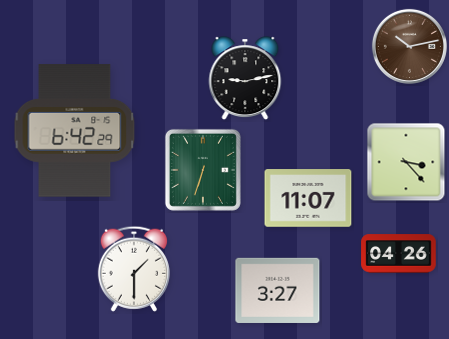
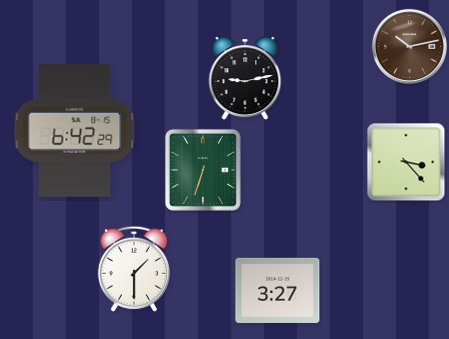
clock at (308, 198): 11:07 -> none
clock at (399, 254): 04:26 -> none
